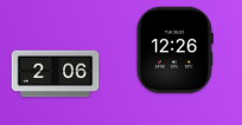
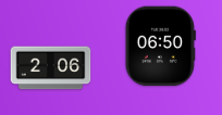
clock at (174, 51): 12:26 -> 06:50
